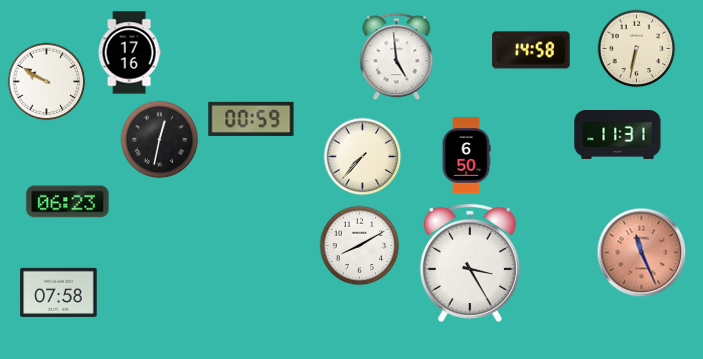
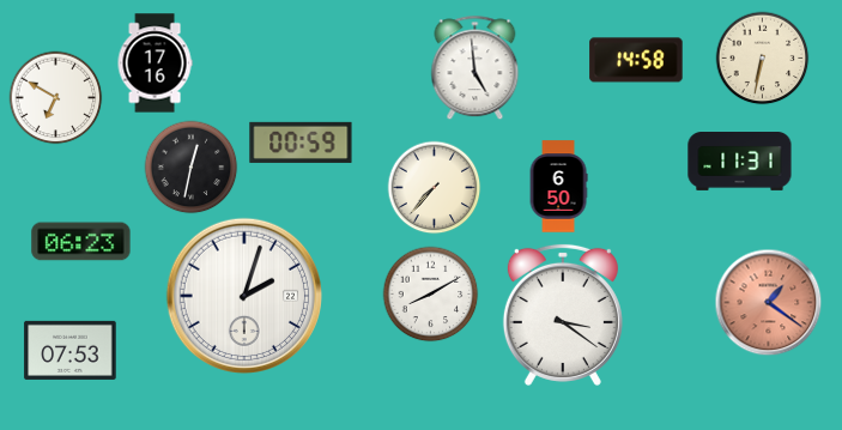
clock at (46, 81): 9:50 -> 6:50
clock at (243, 295): none -> 2:03
clock at (641, 252): 11:26 -> 1:21
clock at (470, 263): 3:25 -> 3:21
clock at (59, 292): 07:58 -> 07:53
